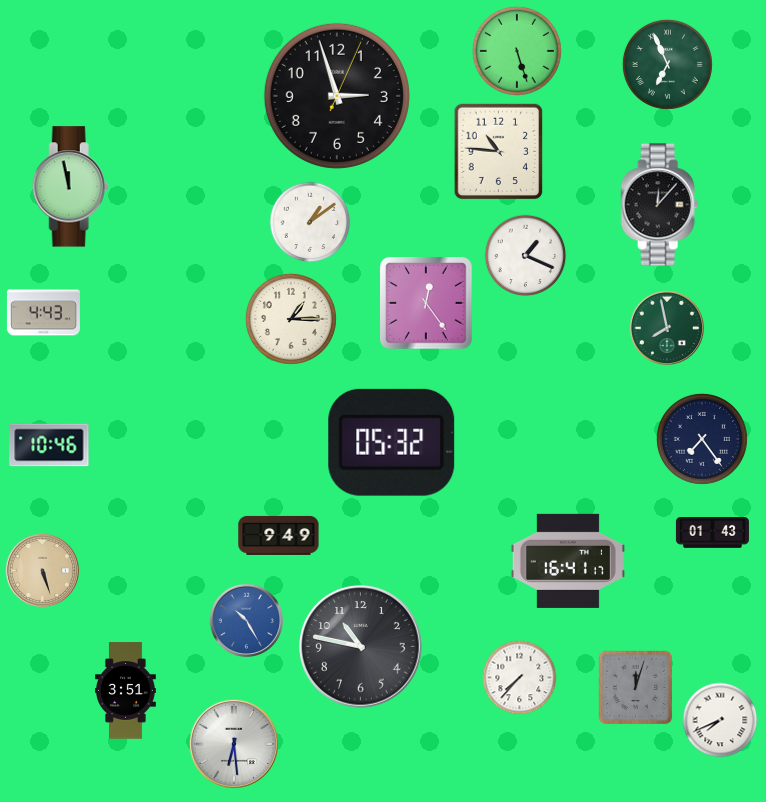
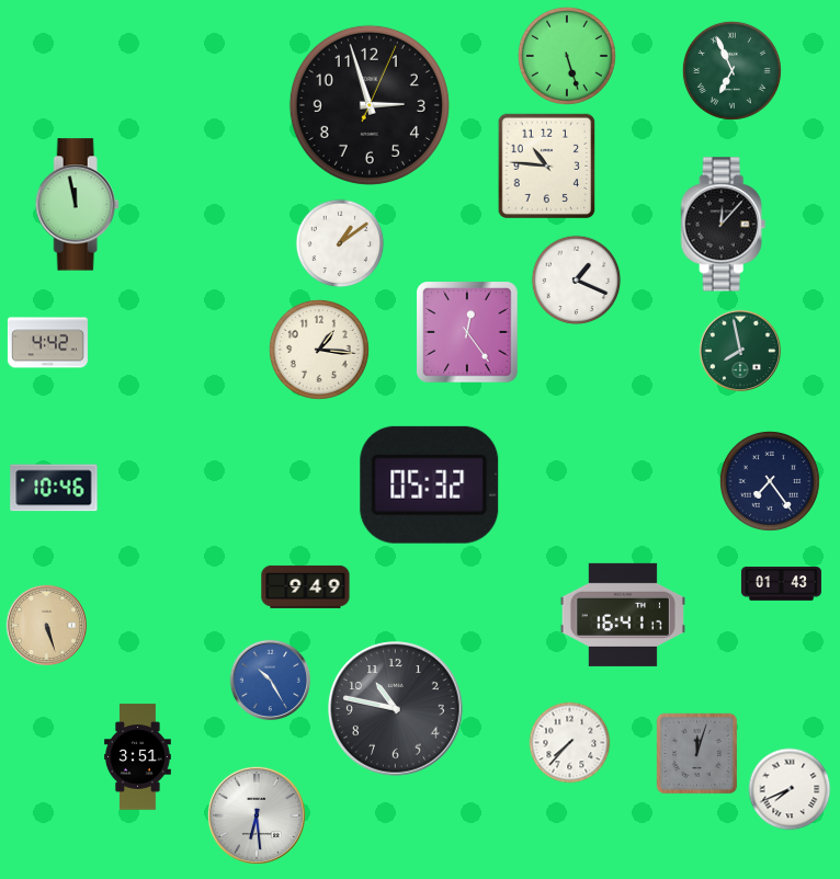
clock at (43, 313): 4:43 -> 4:42
clock at (291, 319): 1:15 -> 1:16
clock at (666, 327) position: (666, 327) -> (739, 350)
